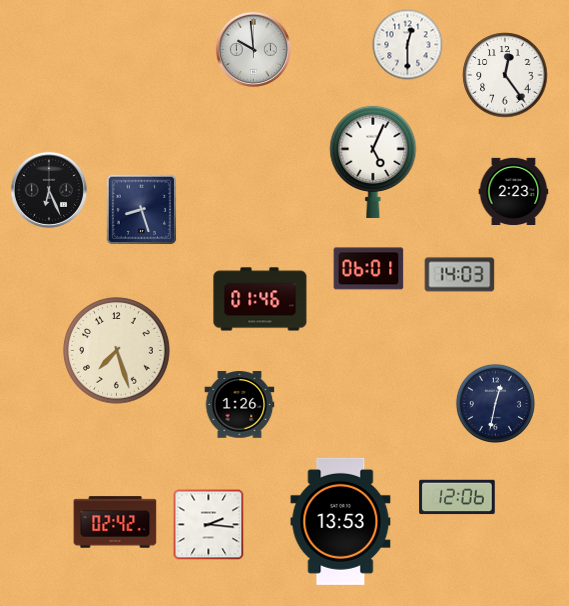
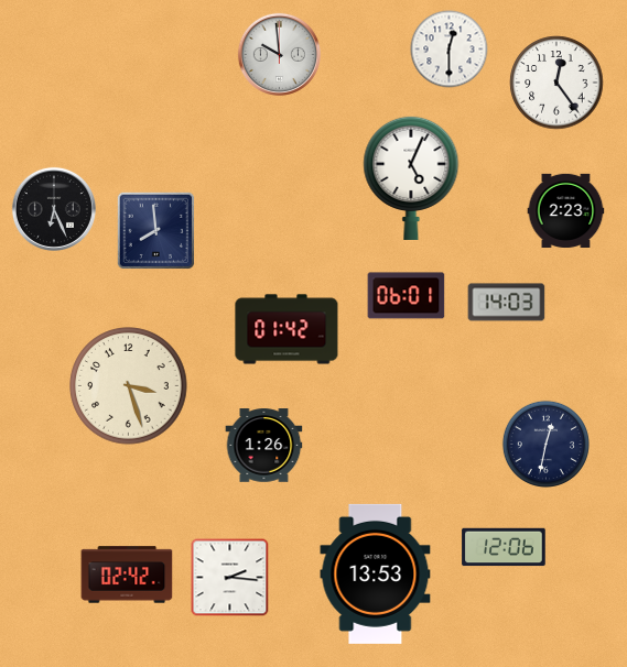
clock at (141, 209): 8:27 -> 7:59
clock at (260, 299): 01:46 -> 01:42
clock at (117, 351): 7:27 -> 3:27
